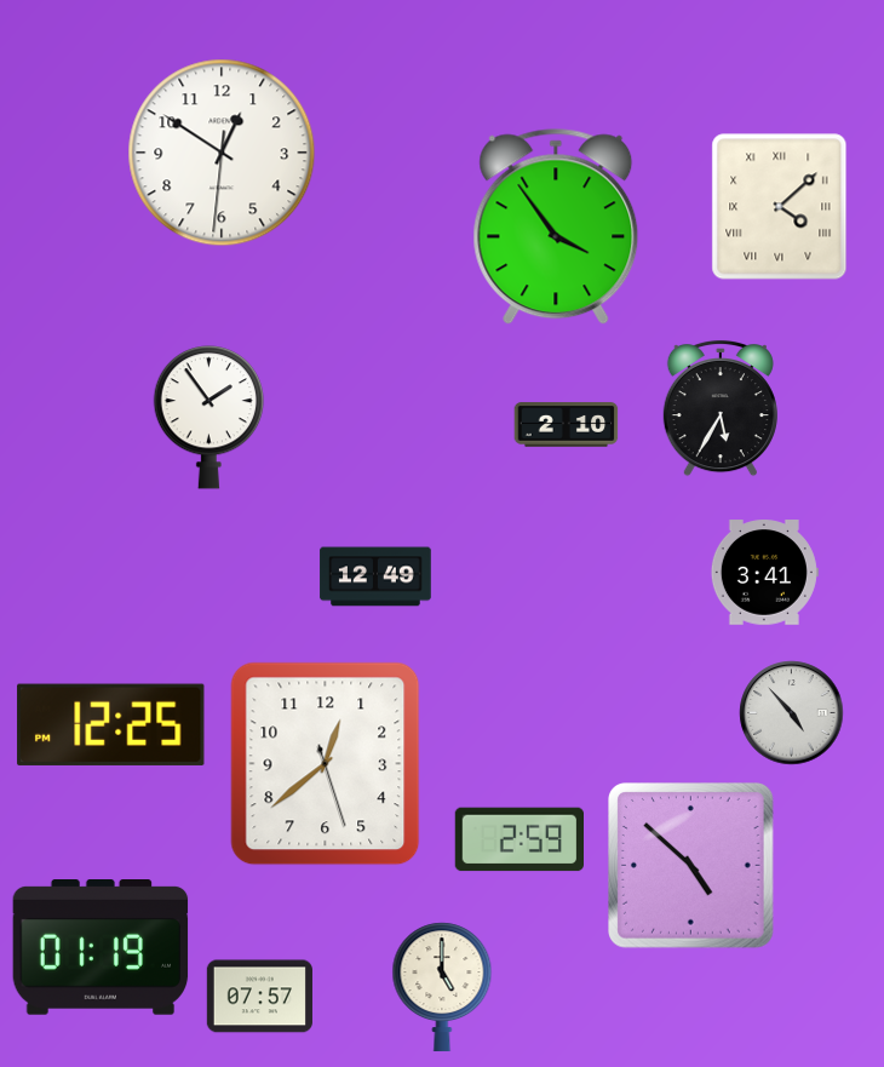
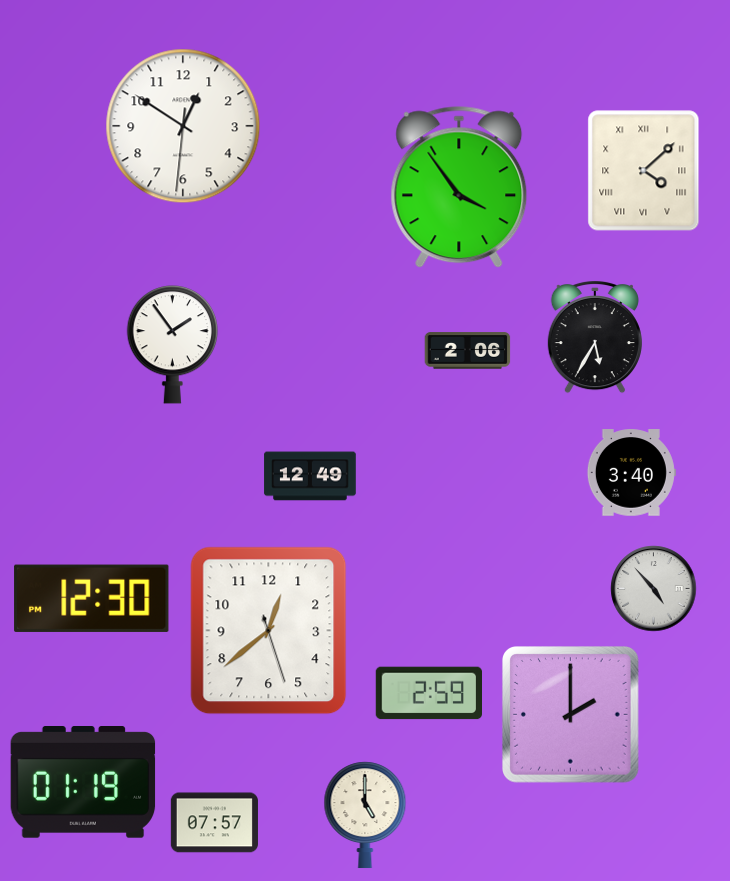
clock at (567, 425): 2:10 -> 2:06
clock at (764, 573): 3:41 -> 3:40
clock at (111, 724): 12:25 -> 12:30
clock at (691, 866): 4:52 -> 2:00
